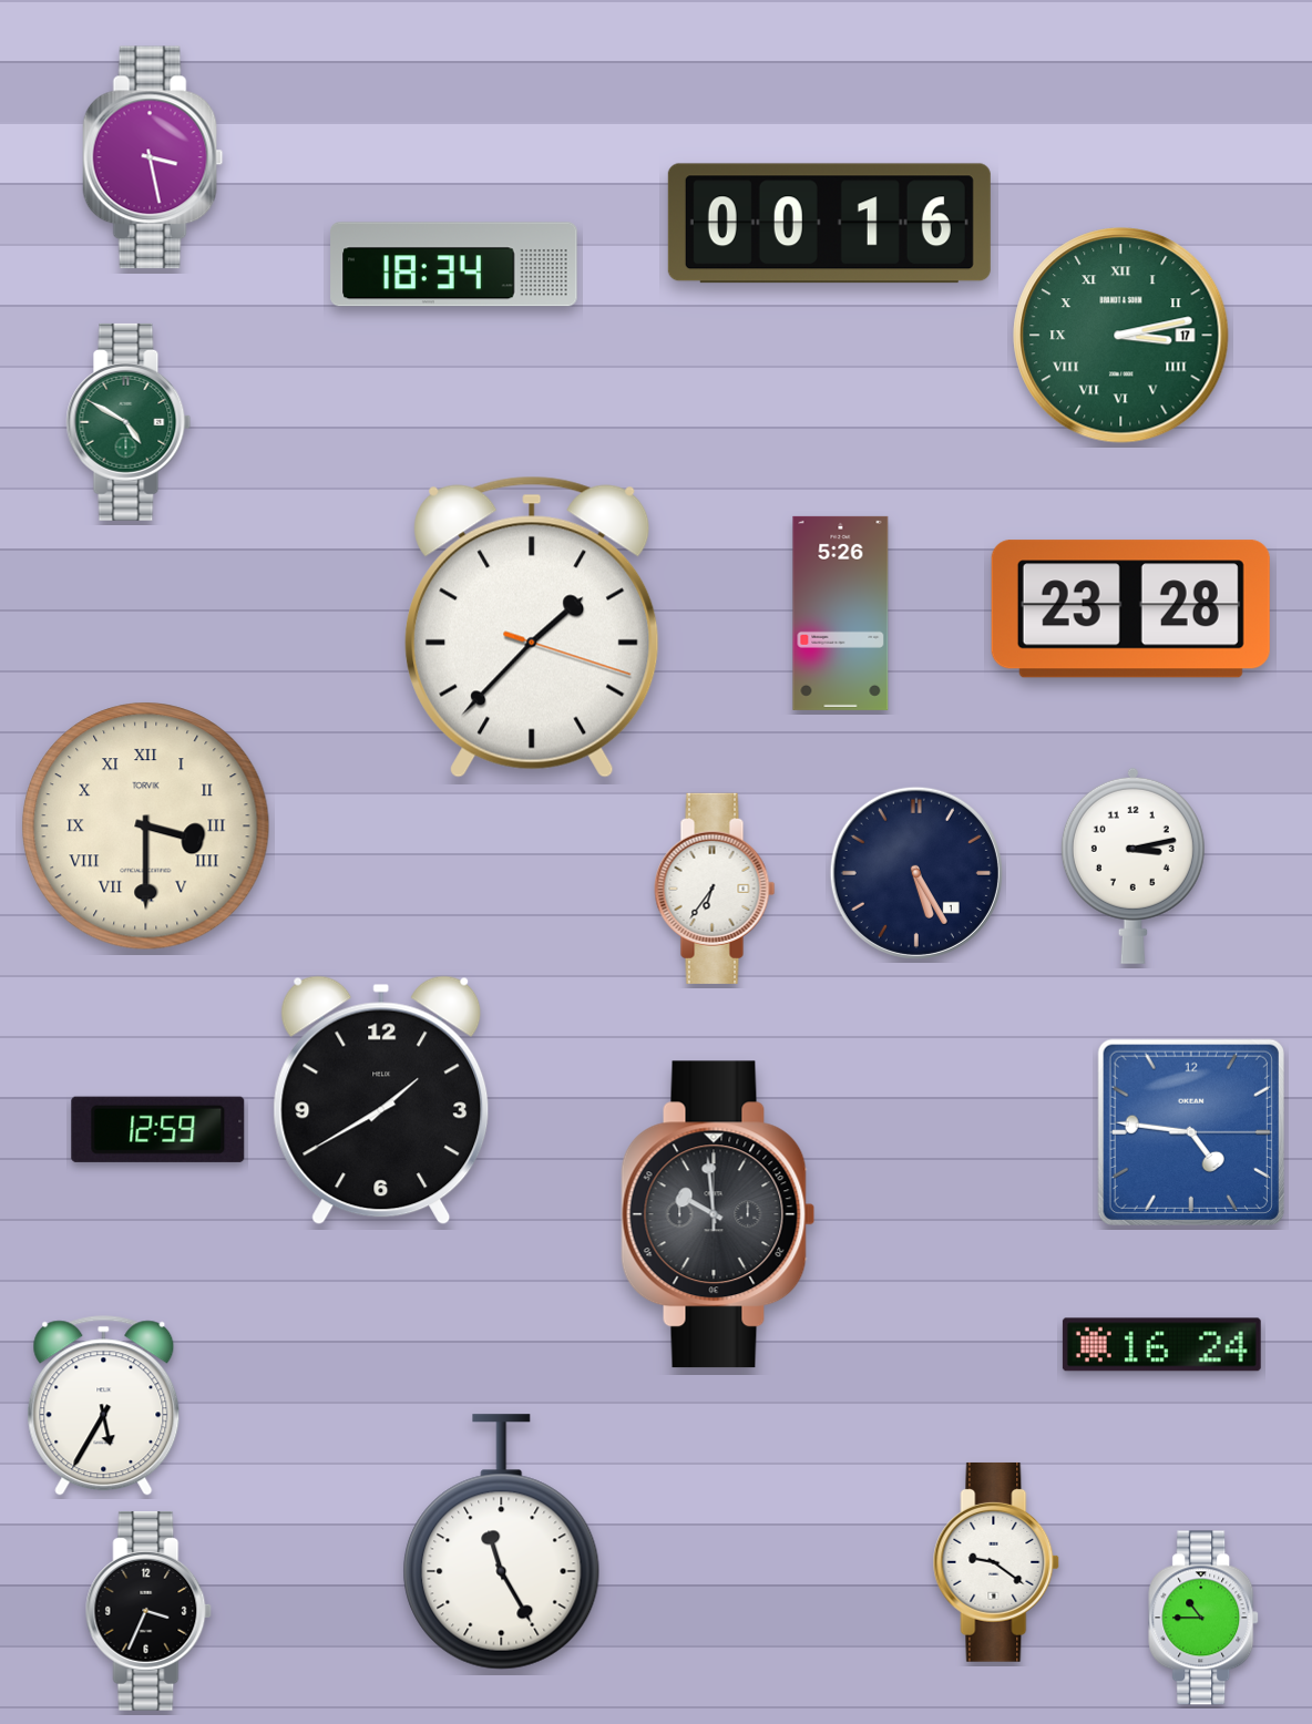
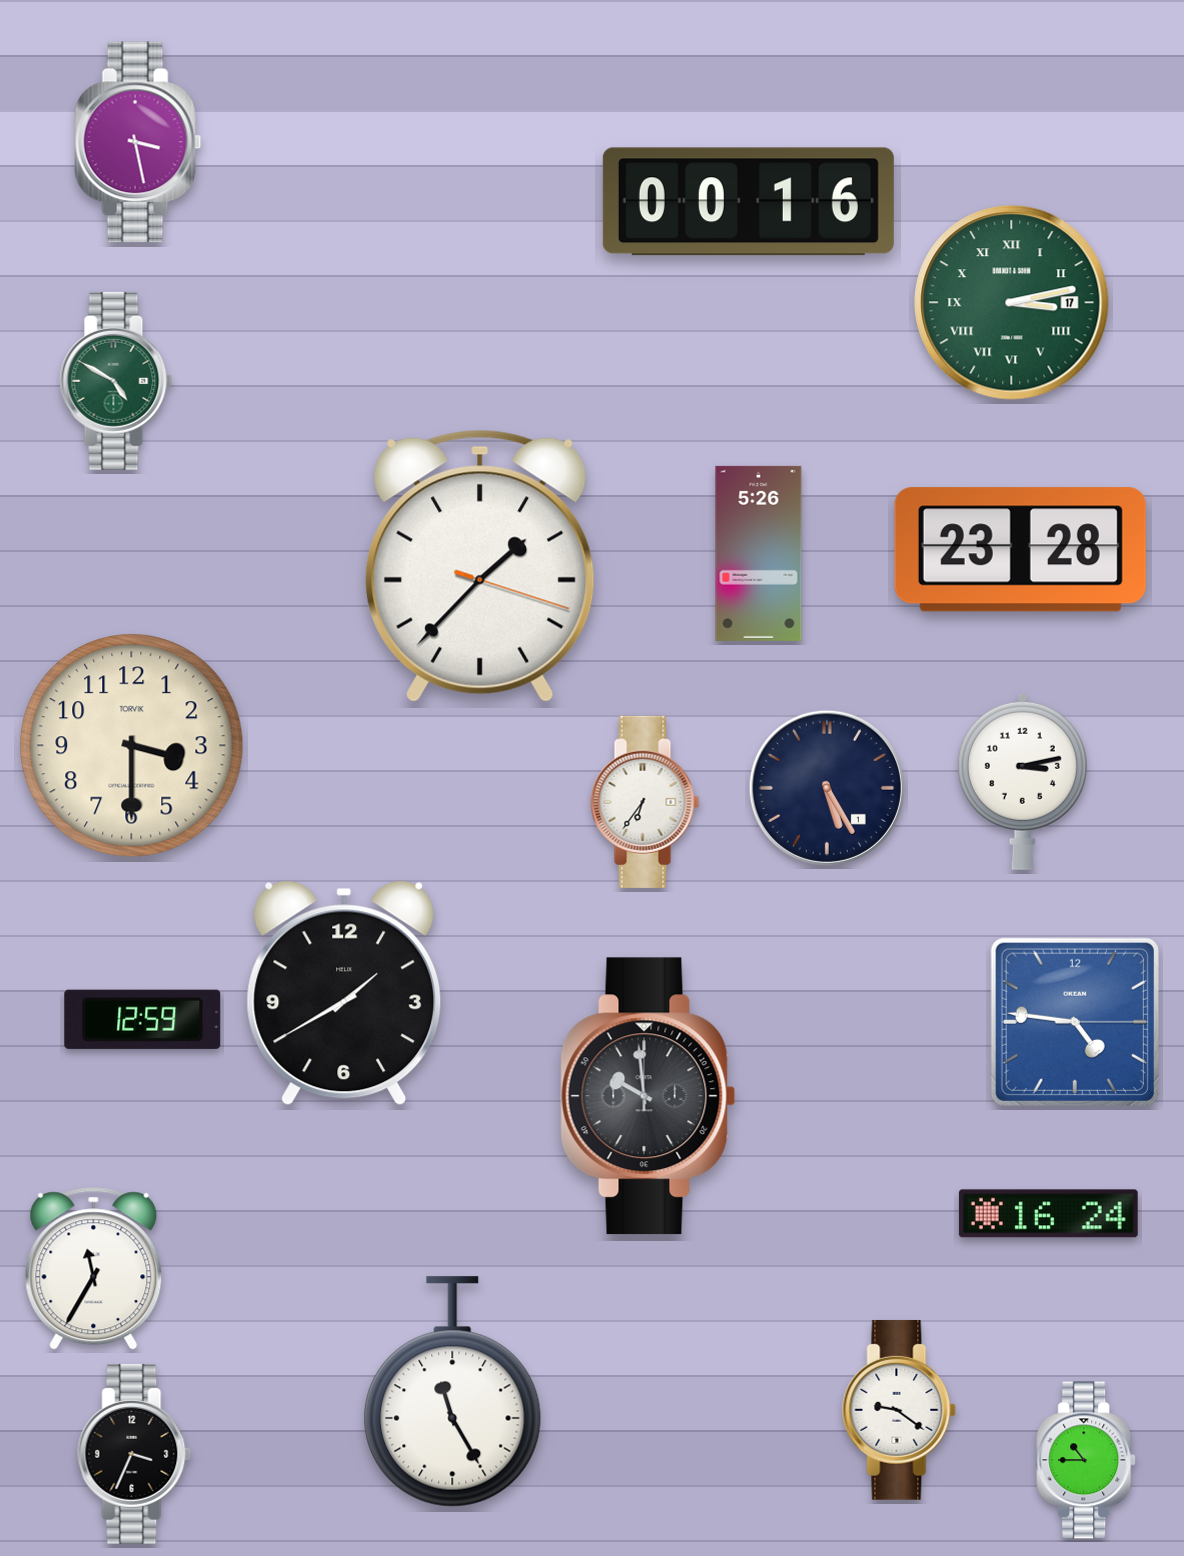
clock at (454, 265): 18:34 -> none
clock at (146, 827) numerals: Roman -> Arabic
clock at (104, 1406): 5:35 -> 11:35
